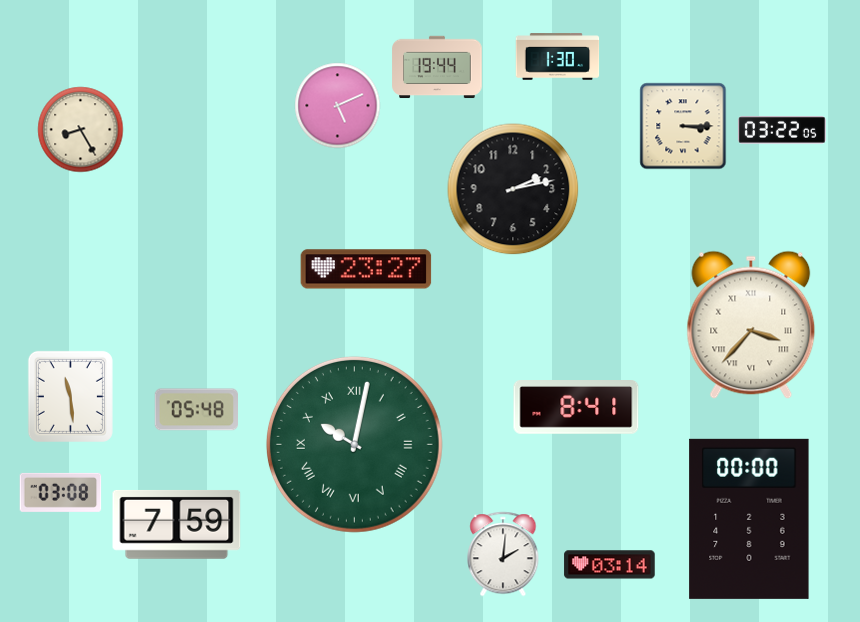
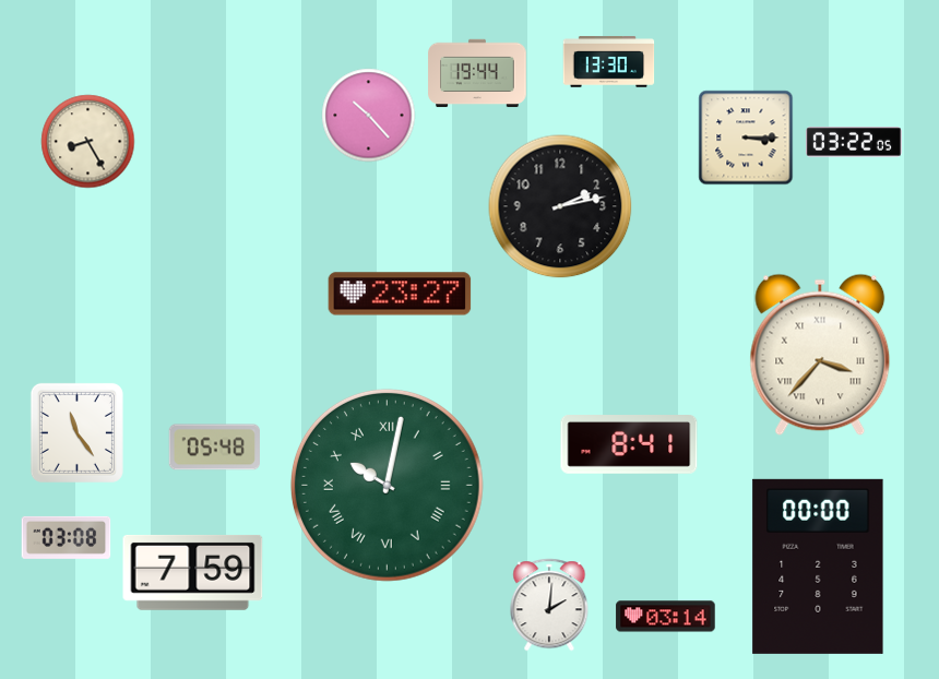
clock at (558, 57): 1:30 -> 13:30
clock at (338, 106): 5:11 -> 10:23
clock at (70, 396): 11:29 -> 11:24
